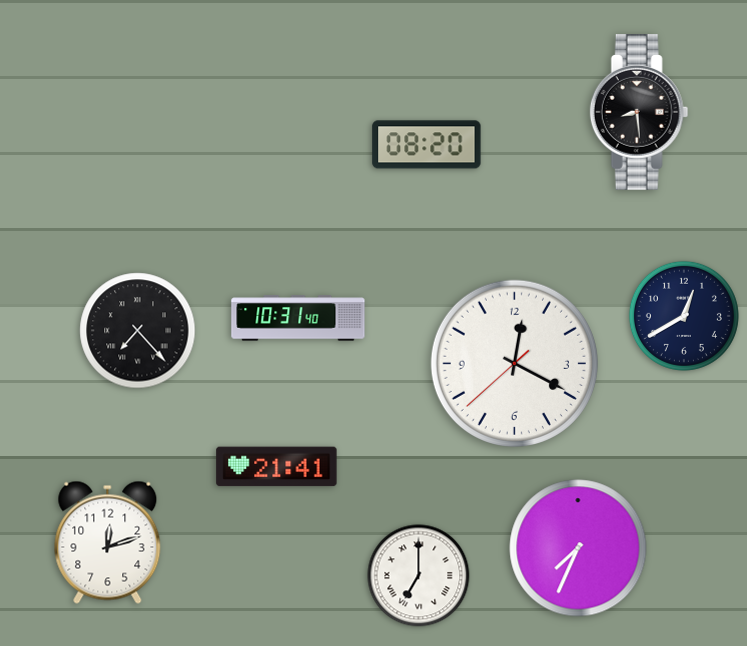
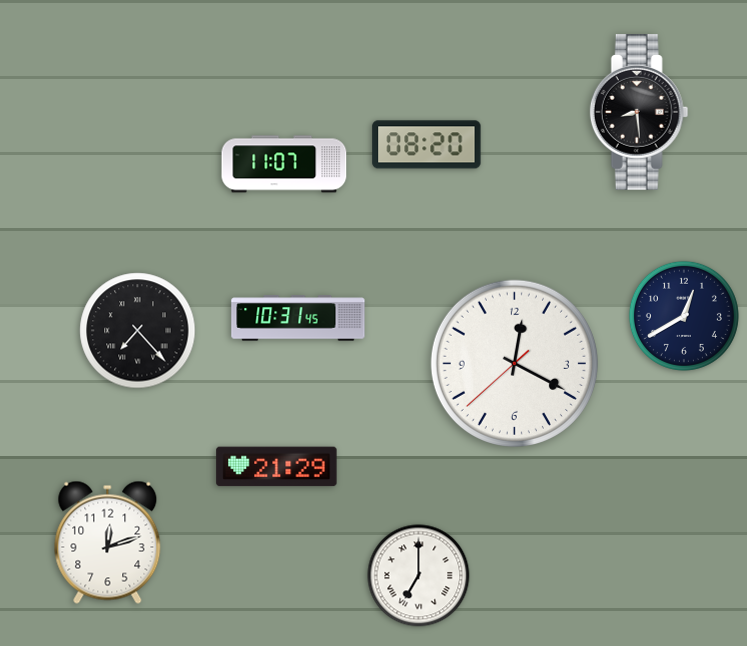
clock at (284, 164): none -> 11:07
clock at (298, 318): 10:31:40 -> 10:31:45
clock at (277, 467): 21:41 -> 21:29
clock at (578, 548): 7:34 -> none
